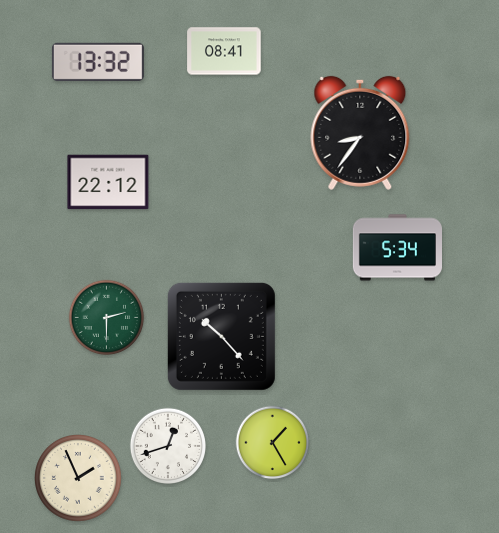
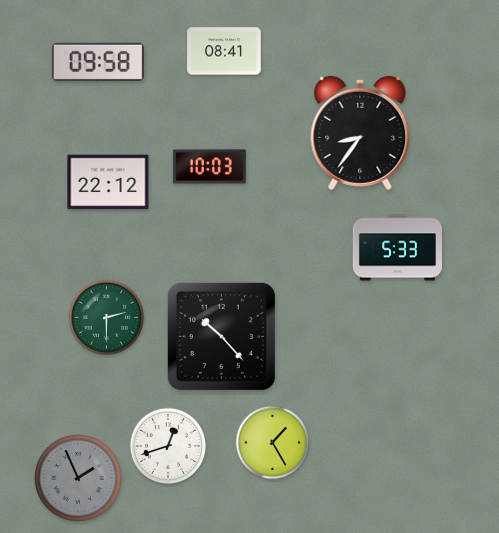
clock at (98, 62): 13:32 -> 09:58
clock at (210, 167): none -> 10:03
clock at (397, 248): 5:34 -> 5:33
clock at (78, 478) dial: cream -> grey
